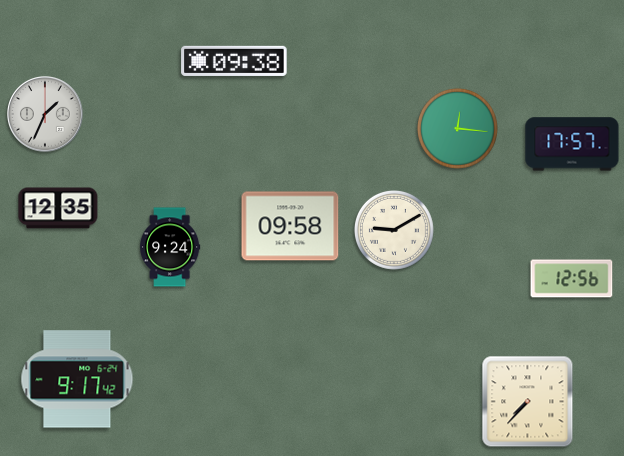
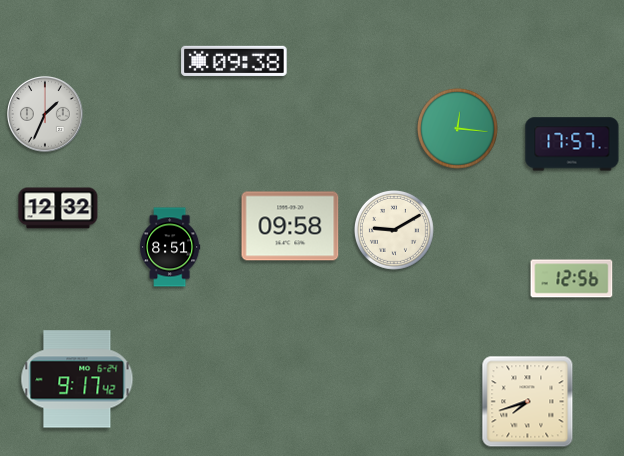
clock at (58, 208): 12:35 -> 12:32
clock at (171, 247): 9:24 -> 8:51
clock at (528, 402): 7:37 -> 7:42
